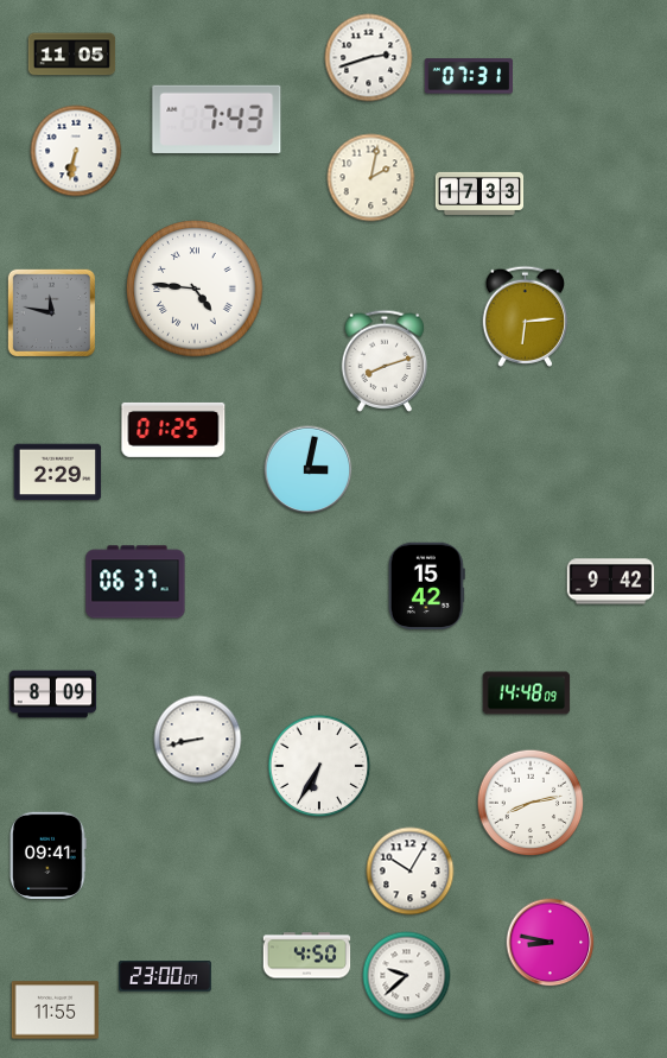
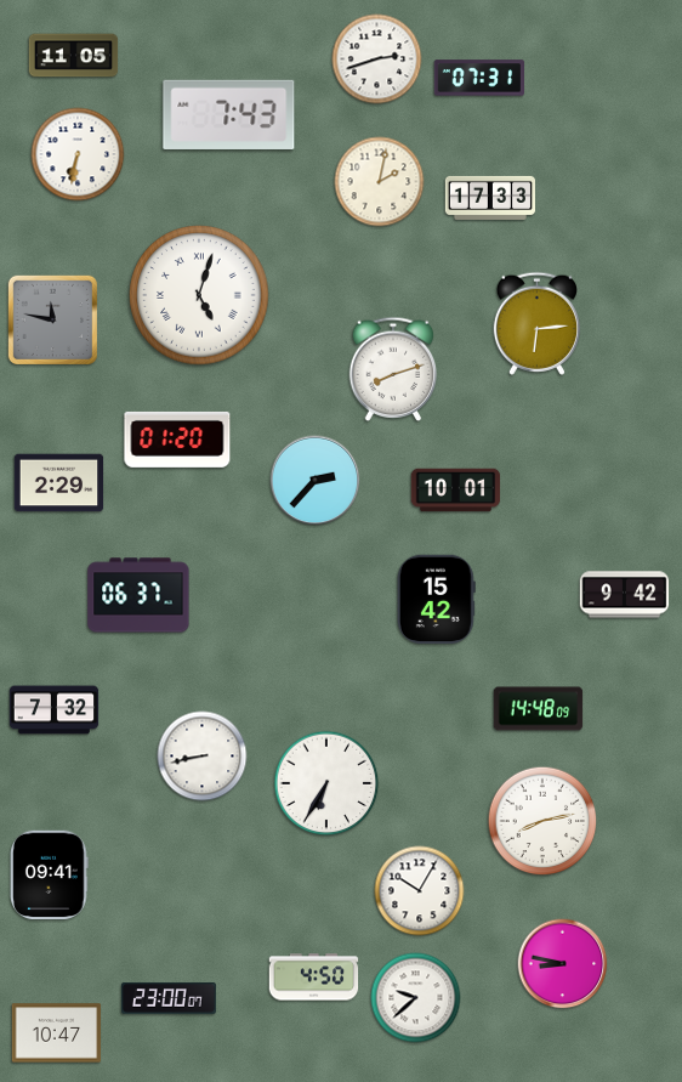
clock at (217, 119) position: (217, 119) -> (229, 114)
clock at (195, 289): 4:46 -> 5:03
clock at (173, 430): 01:25 -> 01:20
clock at (309, 470): 3:02 -> 2:37
clock at (456, 491): none -> 10:01
clock at (53, 695): 8:09 -> 7:32
clock at (56, 1011): 11:55 -> 10:47
